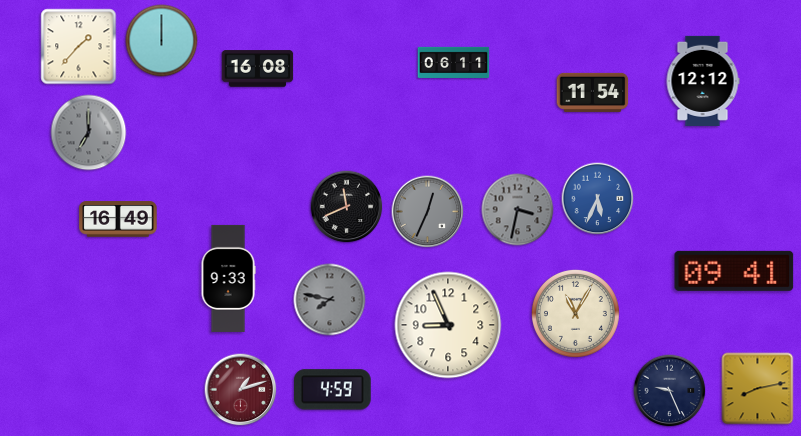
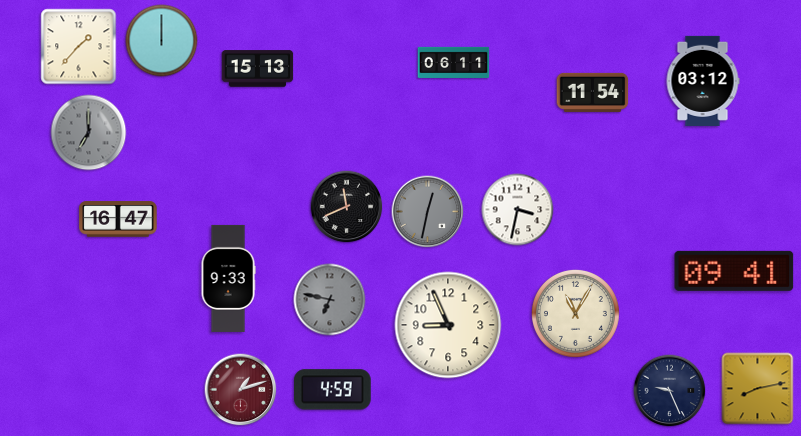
clock at (258, 69): 16:08 -> 15:13
clock at (703, 81): 12:12 -> 03:12
clock at (598, 199): 5:34 -> none
clock at (518, 210) dial: grey -> white
clock at (428, 212): 12:34 -> 12:32
clock at (118, 219): 16:49 -> 16:47
clock at (330, 300): 7:47 -> 6:47
